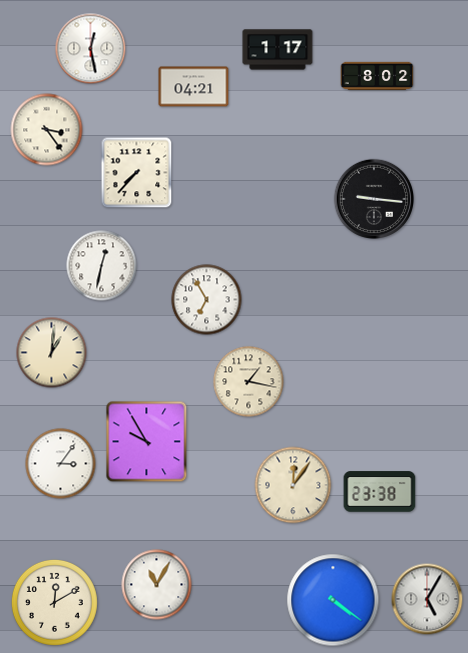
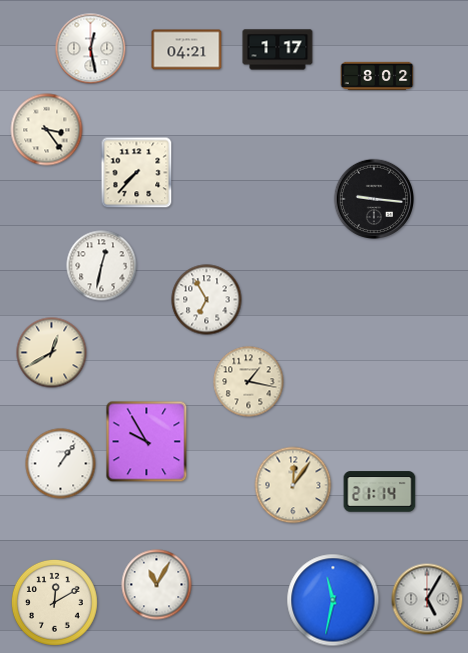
clock at (194, 87) position: (194, 87) -> (187, 50)
clock at (52, 353): 1:01 -> 12:40
clock at (61, 464): 3:06 -> 1:06
clock at (380, 492): 23:38 -> 21:14
clock at (333, 600): 4:21 -> 11:32
